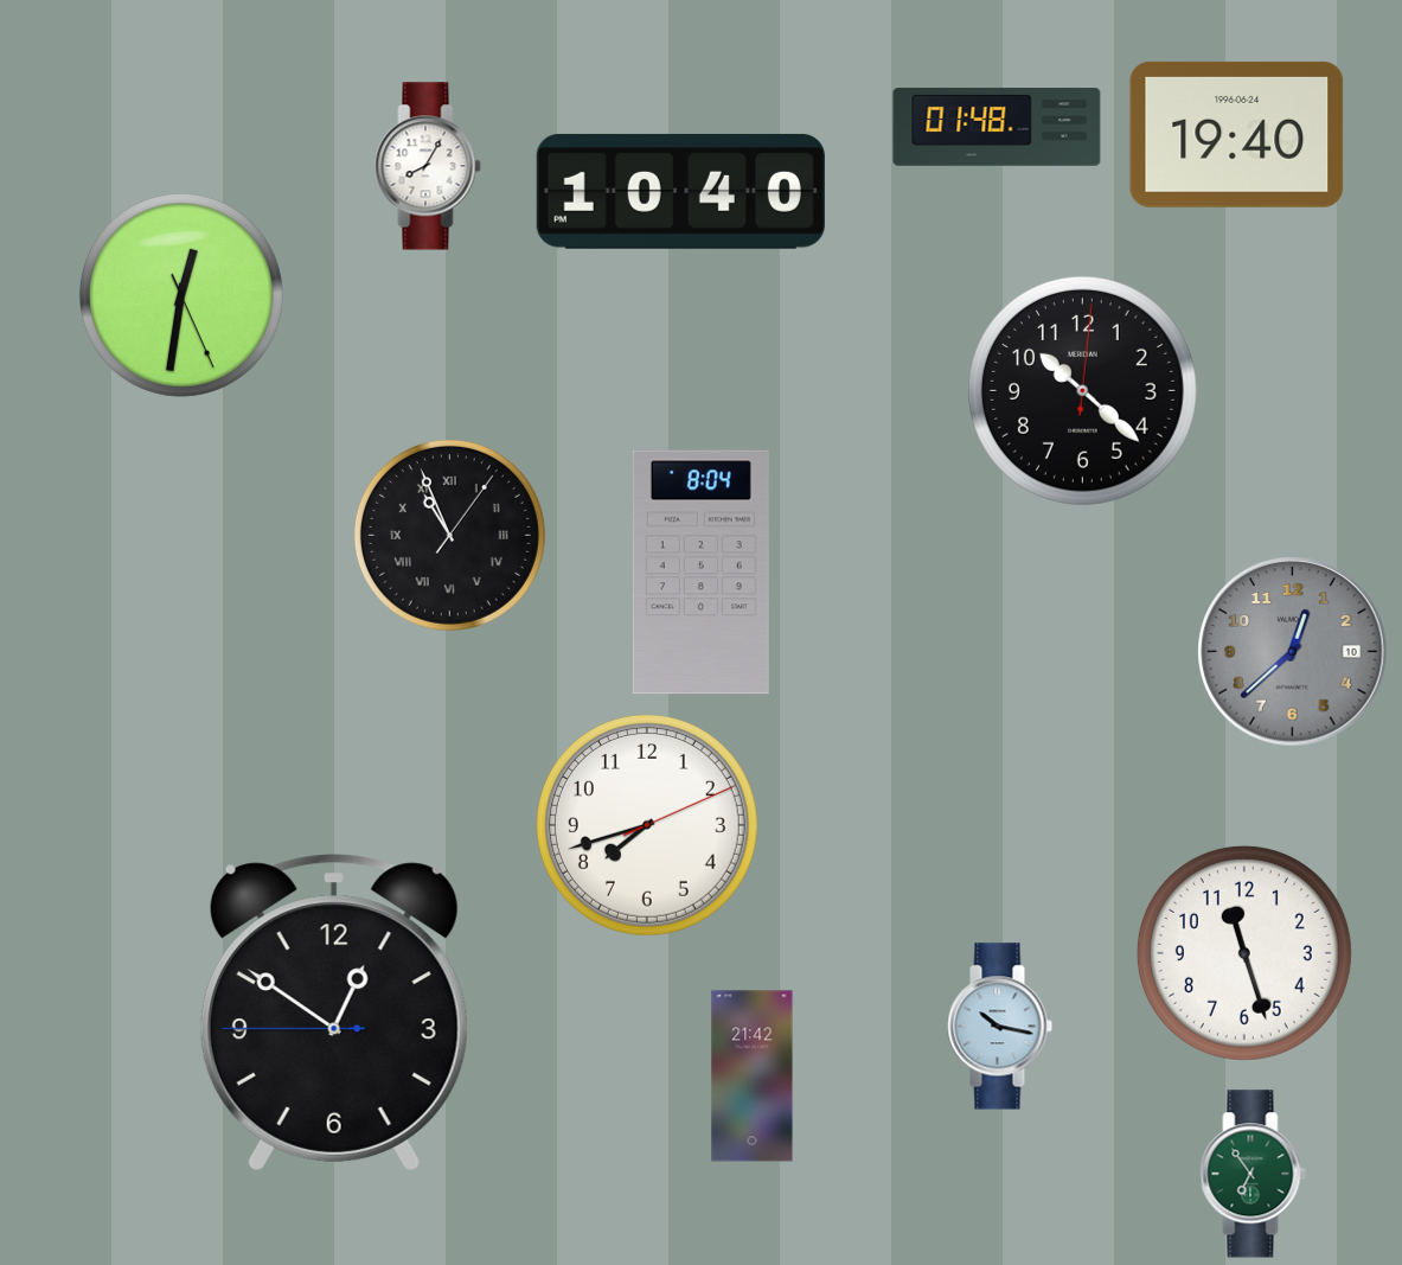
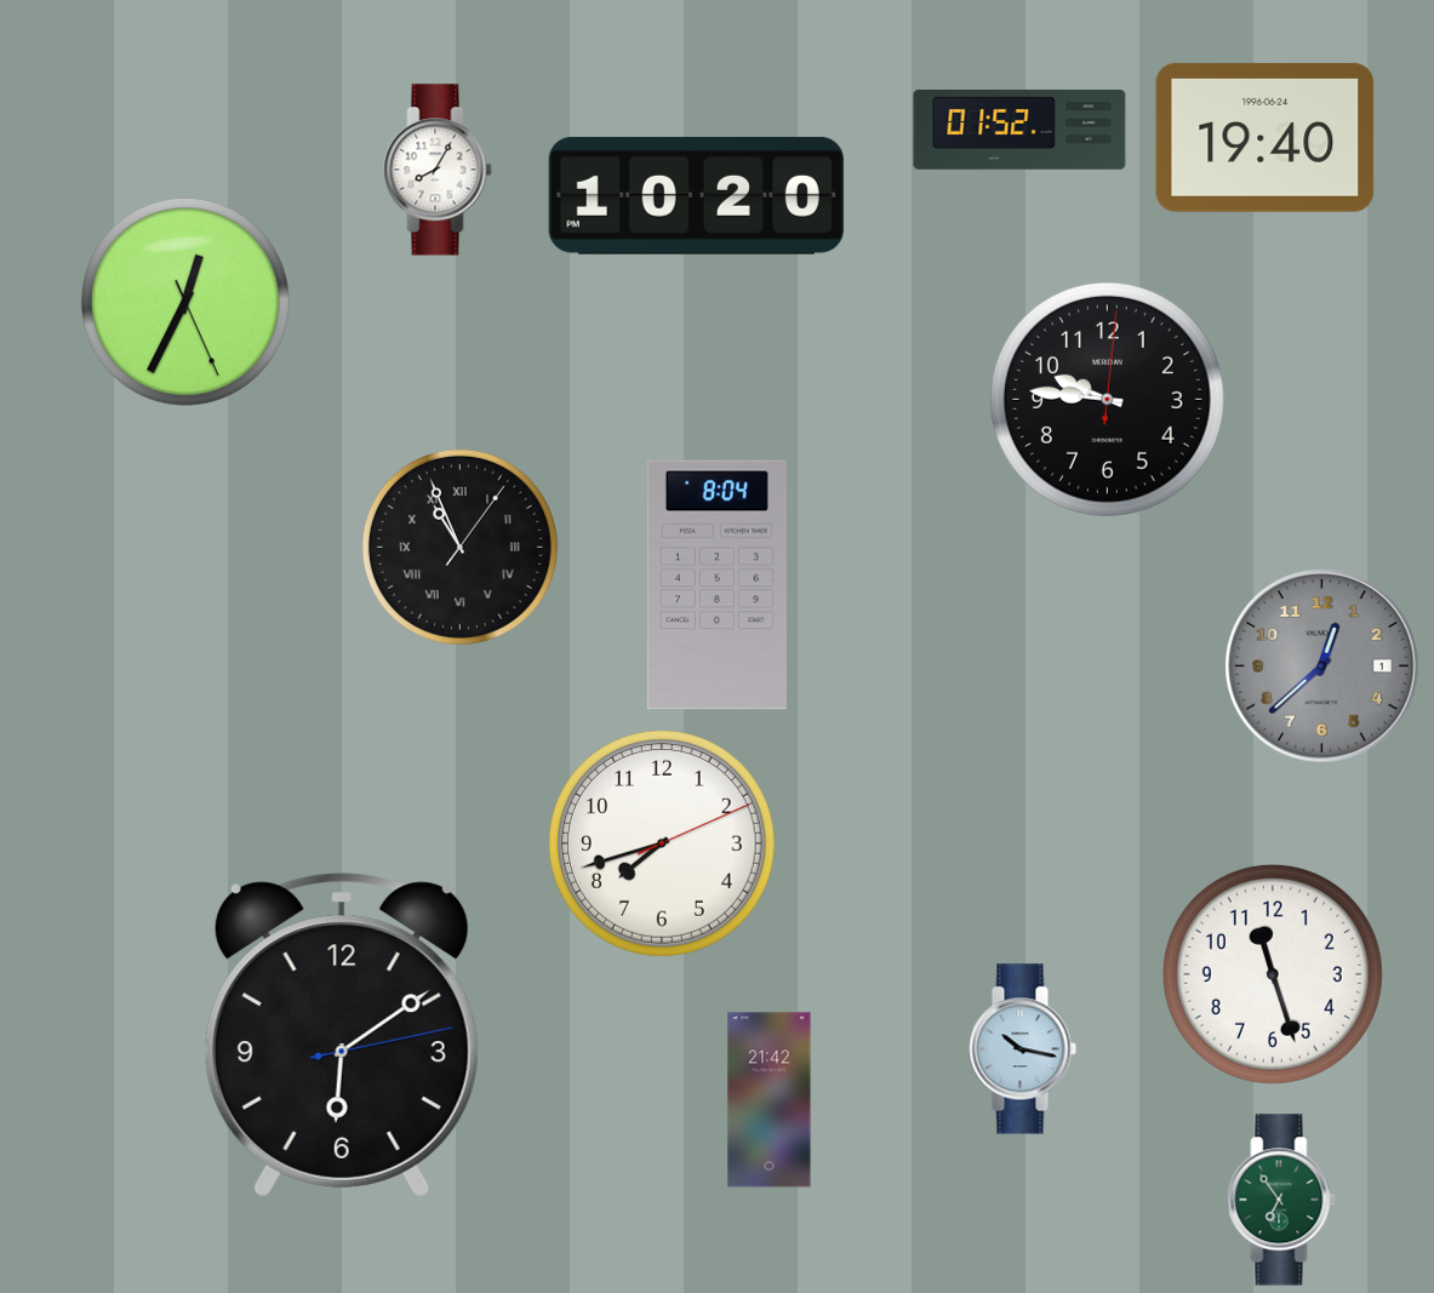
clock at (997, 128): 01:48 -> 01:52
clock at (680, 191): 10:40 -> 10:20
clock at (181, 295): 12:31 -> 12:34
clock at (1082, 390): 10:22 -> 9:46
clock at (1293, 652) date: 10 -> 1
clock at (334, 1012): 12:50 -> 6:09
